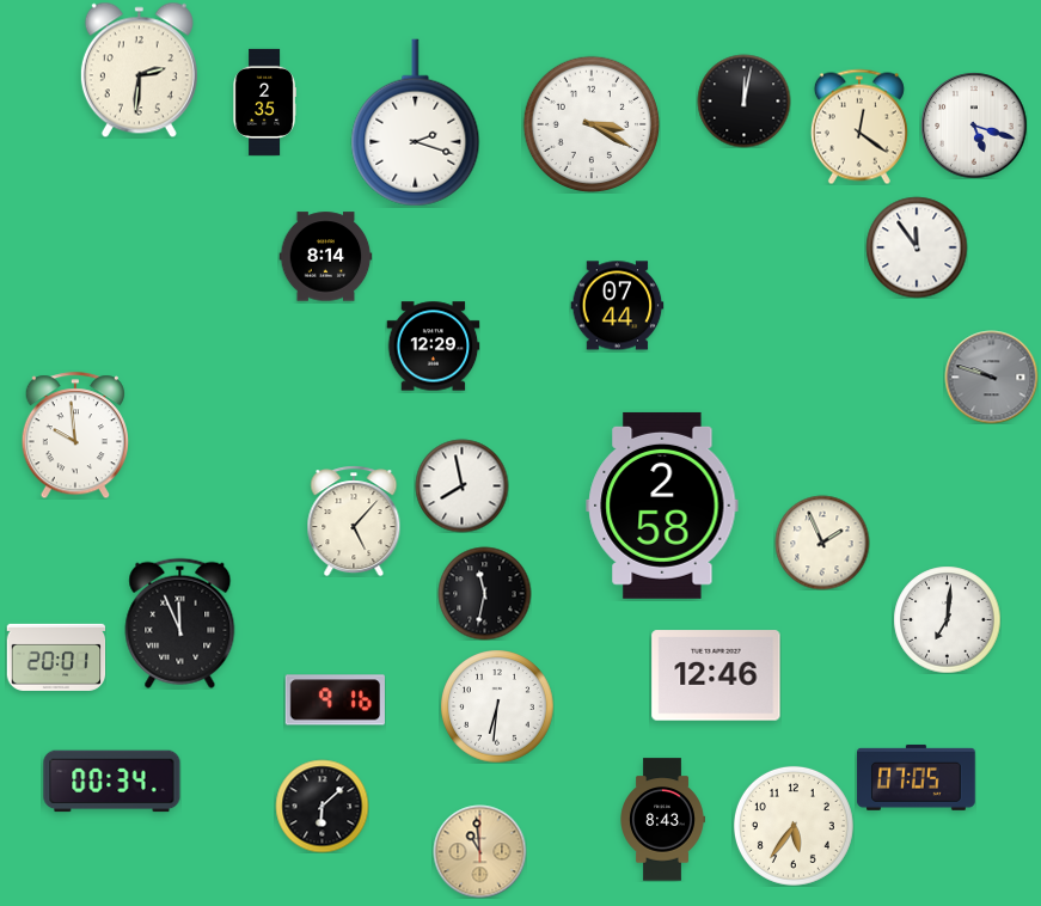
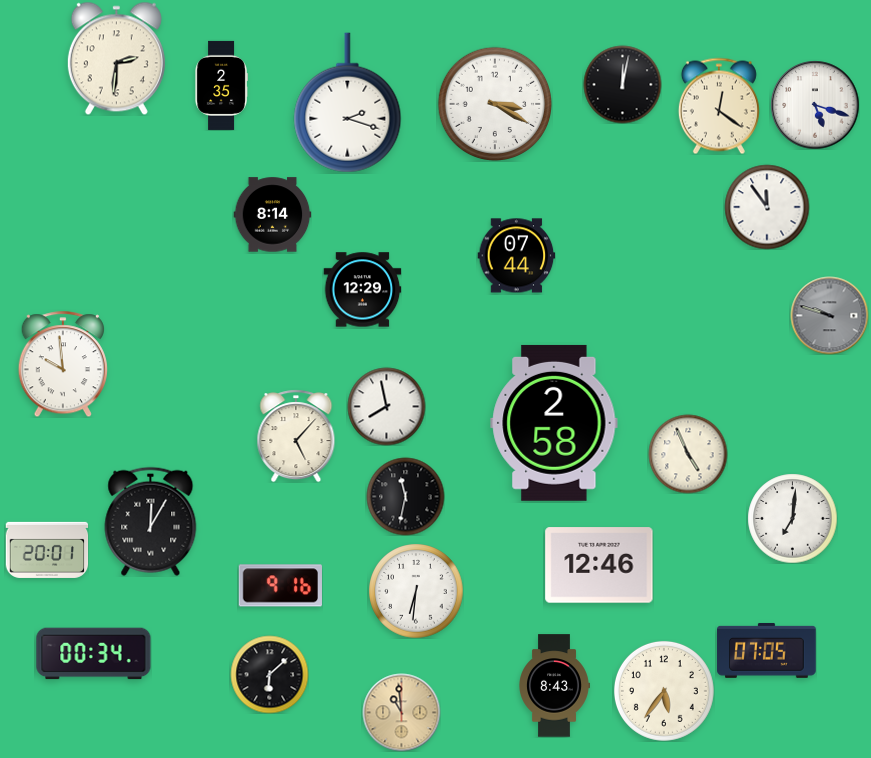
clock at (822, 543): 1:56 -> 4:56
clock at (180, 623): 11:56 -> 12:05
